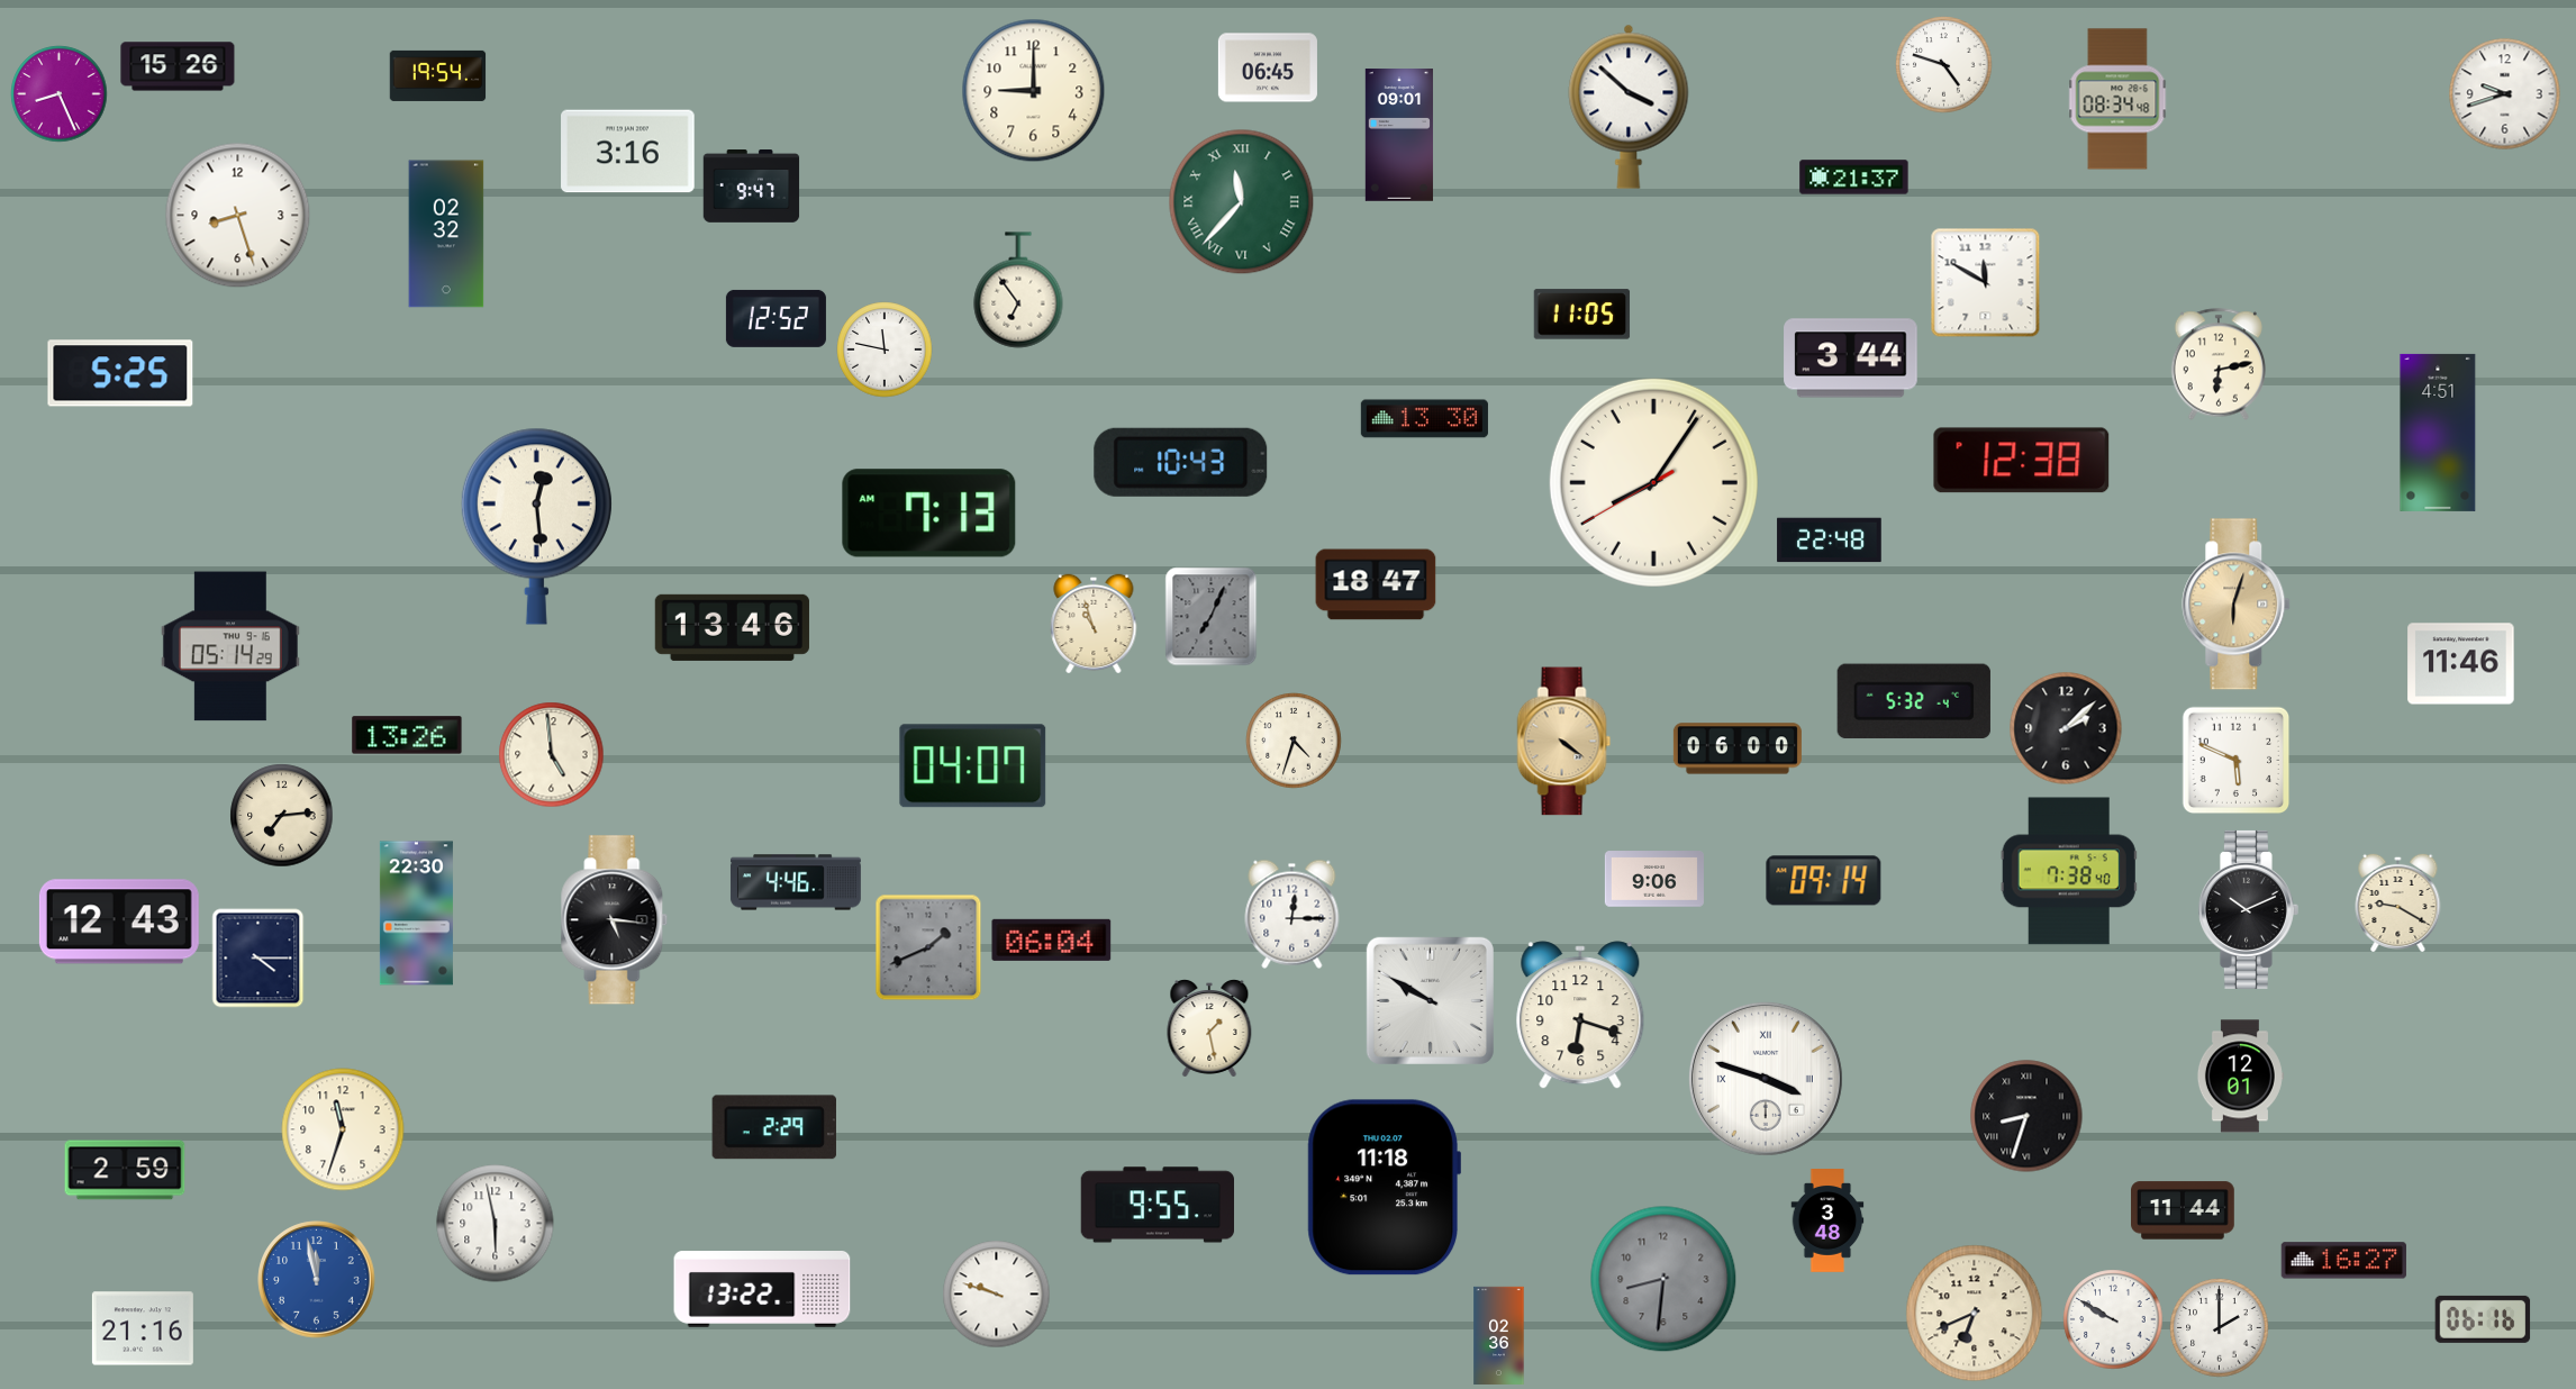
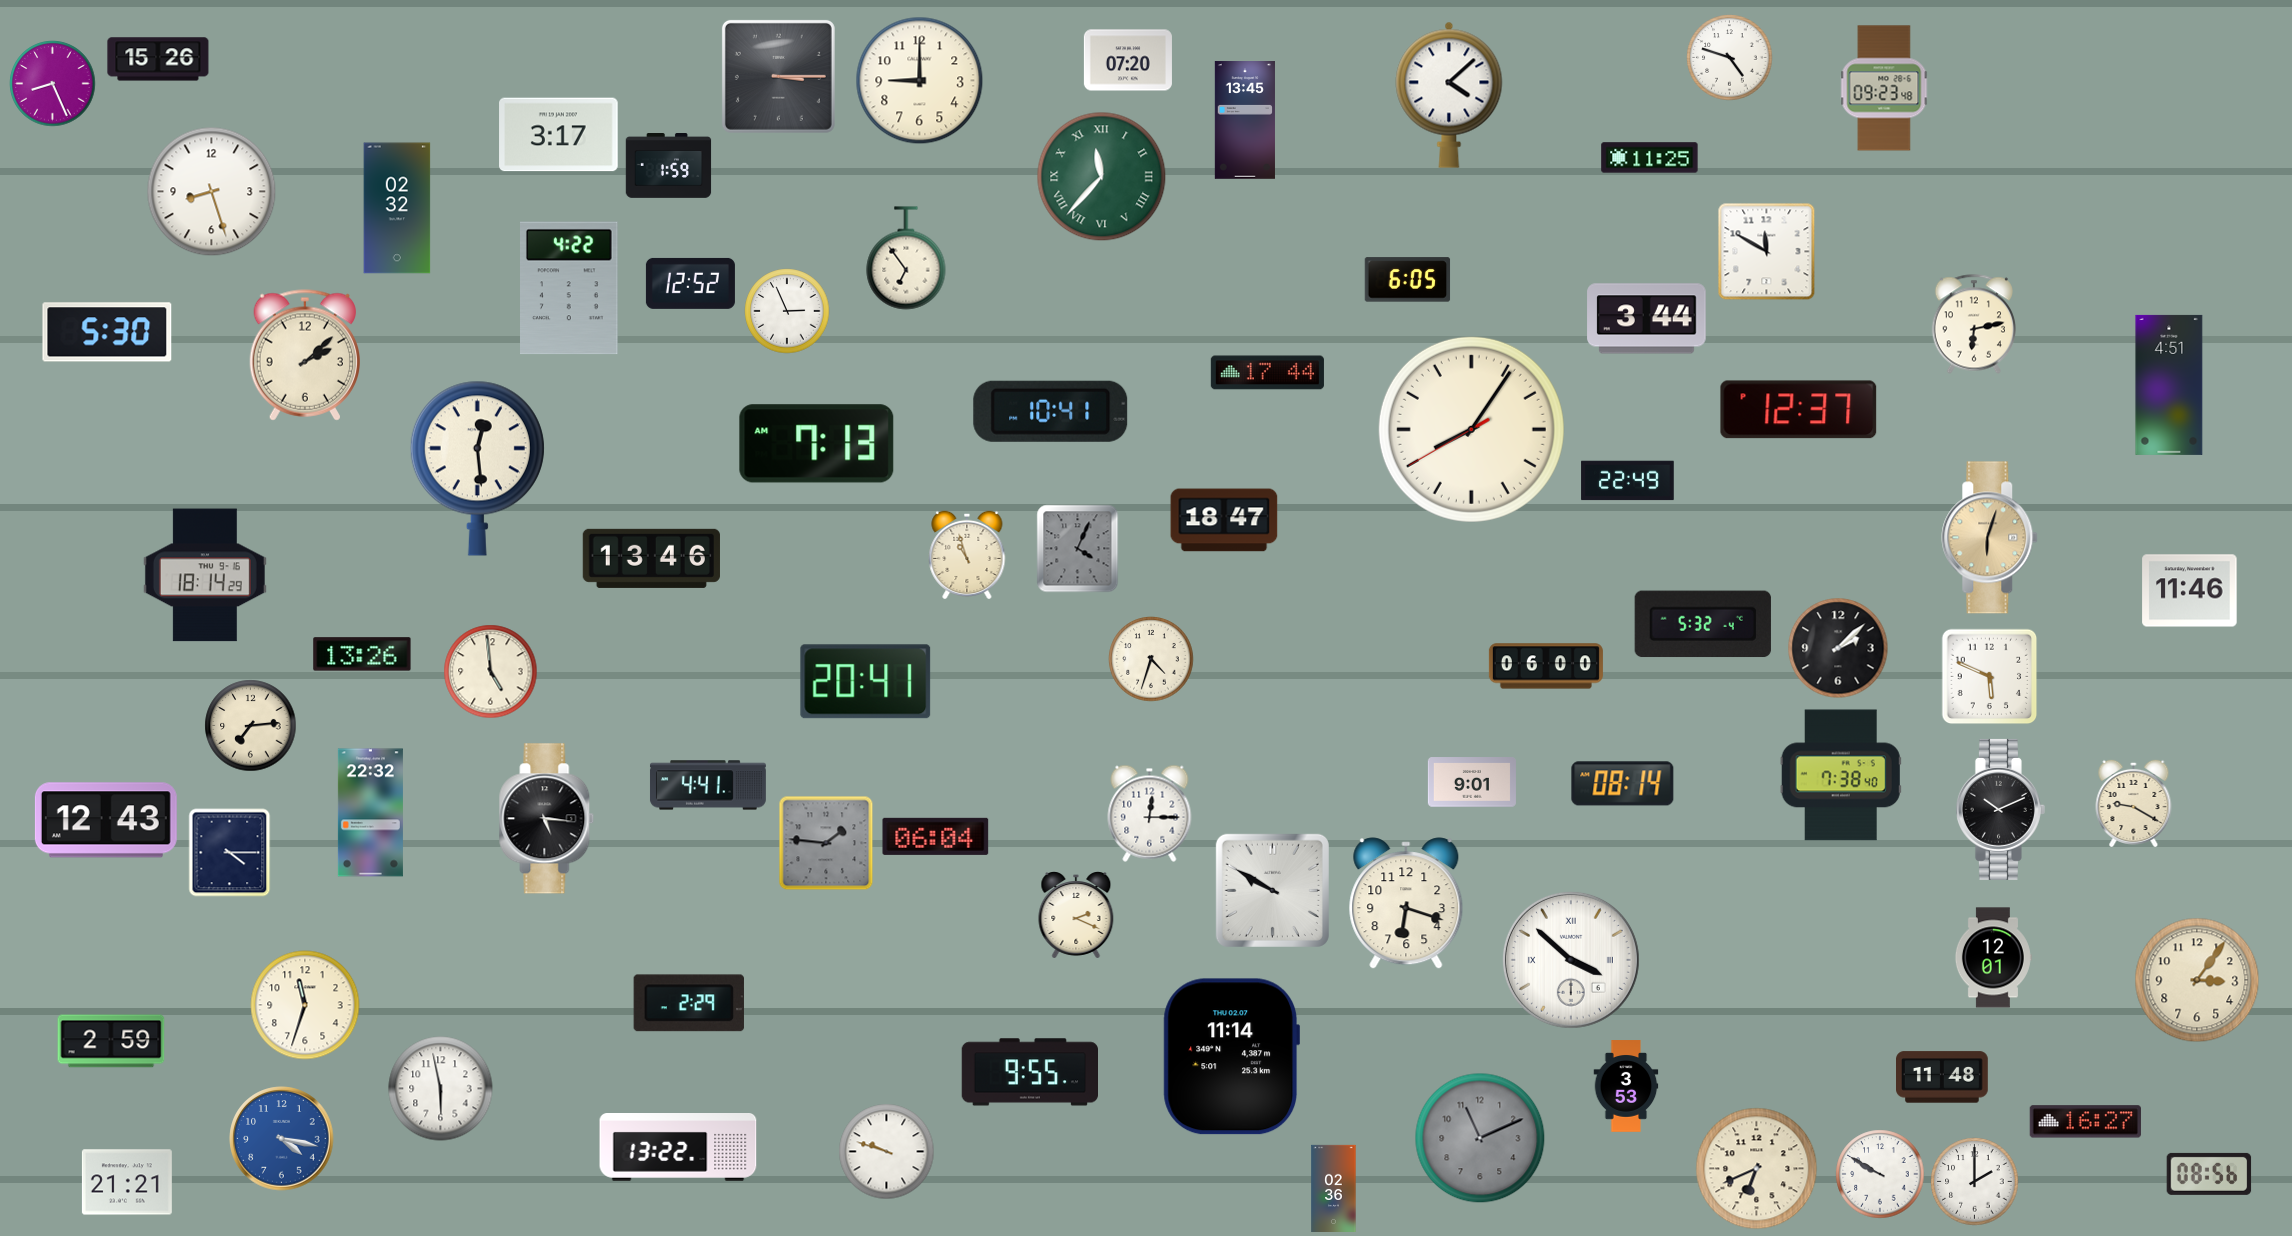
clock at (1268, 67): 06:45 -> 07:20
clock at (438, 75): 19:54 -> none
clock at (778, 76): none -> 3:15
clock at (2505, 94): 9:42 -> none
clock at (2117, 99): 08:34 -> 09:23
clock at (1629, 107): 3:52 -> 4:08
clock at (1398, 135): 09:01 -> 13:45
clock at (628, 152): 3:16 -> 3:17
clock at (1854, 178): 21:37 -> 11:25
clock at (752, 187): 9:47 -> 1:59
clock at (1242, 202) position: (1242, 202) -> (1102, 177)
clock at (1582, 315): 11:05 -> 6:05
clock at (570, 288): none -> 4:22
clock at (885, 349): 11:47 -> 2:56
clock at (120, 373): 5:25 -> 5:30
clock at (304, 355): none -> 2:08
clock at (1424, 419): 13:30 -> 17:44
clock at (2022, 461): 12:38 -> 12:37
clock at (1181, 462): 10:43 -> 10:41
clock at (929, 514) position: (929, 514) -> (817, 444)
clock at (1830, 541): 22:48 -> 22:49
clock at (1212, 617): 7:04 -> 4:04
clock at (1094, 624) position: (1094, 624) -> (967, 555)
clock at (230, 646): 05:14 -> 18:14
clock at (1564, 742): 4:21 -> none
clock at (973, 766): 04:07 -> 20:41
clock at (1654, 879): 9:06 -> 9:01
clock at (1824, 881): 09:14 -> 08:14
clock at (796, 882): 4:46 -> 4:41
clock at (416, 914): 22:30 -> 22:32
clock at (928, 947): 1:41 -> 1:46
clock at (1209, 1029): 1:28 -> 2:19
clock at (1766, 1079): 3:48 -> 3:52
clock at (2197, 980): none -> 3:06
clock at (2026, 1116): 8:33 -> none
clock at (1384, 1188): 11:18 -> 11:14
clock at (2184, 1210): 11:44 -> 11:48
clock at (1827, 1220): 3:48 -> 3:53
clock at (1663, 1279): 8:31 -> 11:11
clock at (317, 1280): 11:58 -> 4:17
clock at (2483, 1319): 06:16 -> 08:56
clock at (143, 1328): 21:16 -> 21:21
